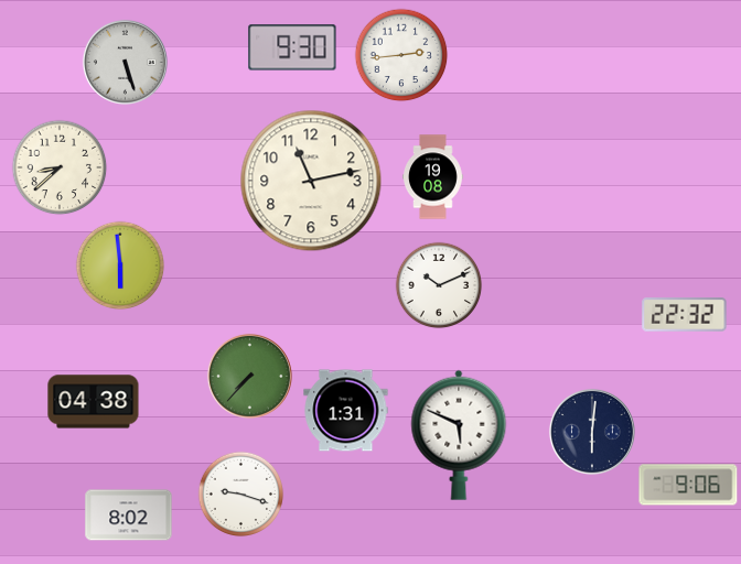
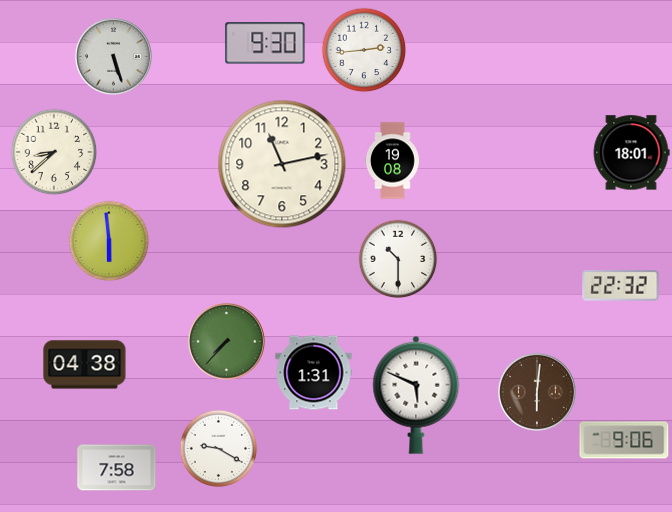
clock at (631, 153): none -> 18:01
clock at (439, 285): 10:11 -> 10:30
clock at (592, 432) dial: navy -> brown
clock at (240, 493): 9:18 -> 9:20
clock at (129, 516): 8:02 -> 7:58
